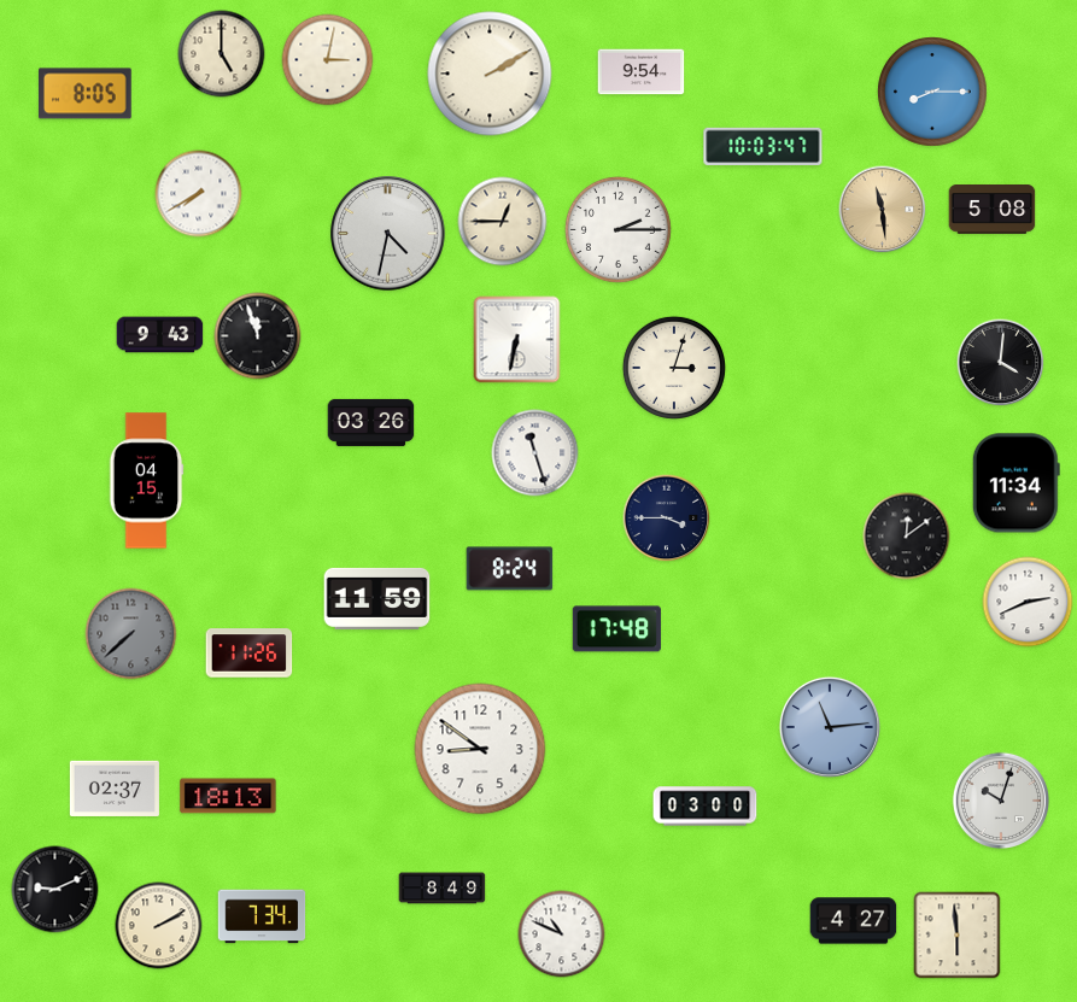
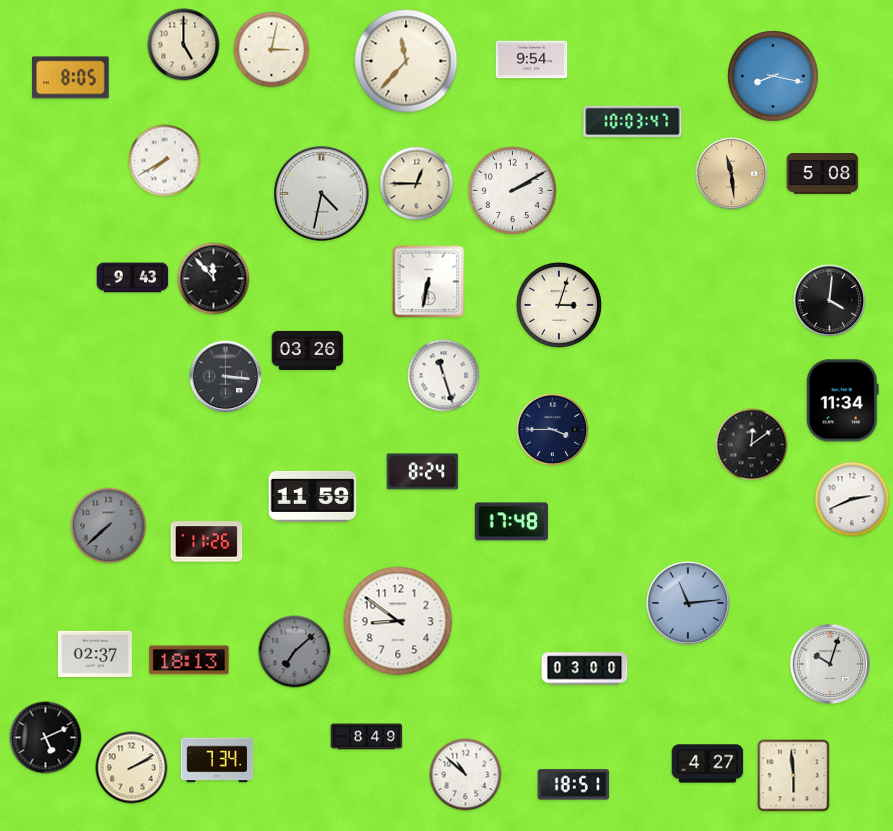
clock at (490, 74): 2:10 -> 11:37
clock at (932, 92): 8:15 -> 8:17
clock at (617, 229): 2:15 -> 2:10
clock at (258, 336): 11:57 -> 11:53
clock at (226, 377): none -> 3:16
clock at (146, 481): 04:15 -> none
clock at (295, 652): none -> 7:08
clock at (55, 890): 9:11 -> 5:11
clock at (562, 934): 10:49 -> 10:52
clock at (574, 785): none -> 18:51
